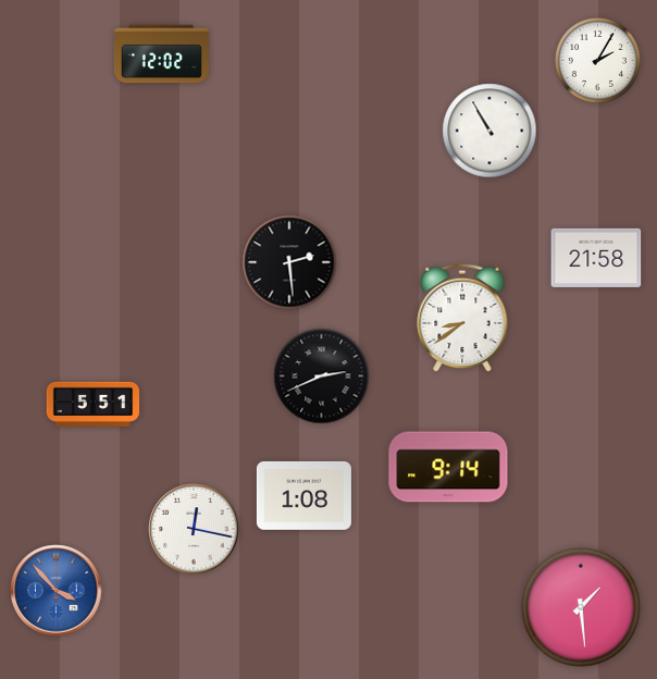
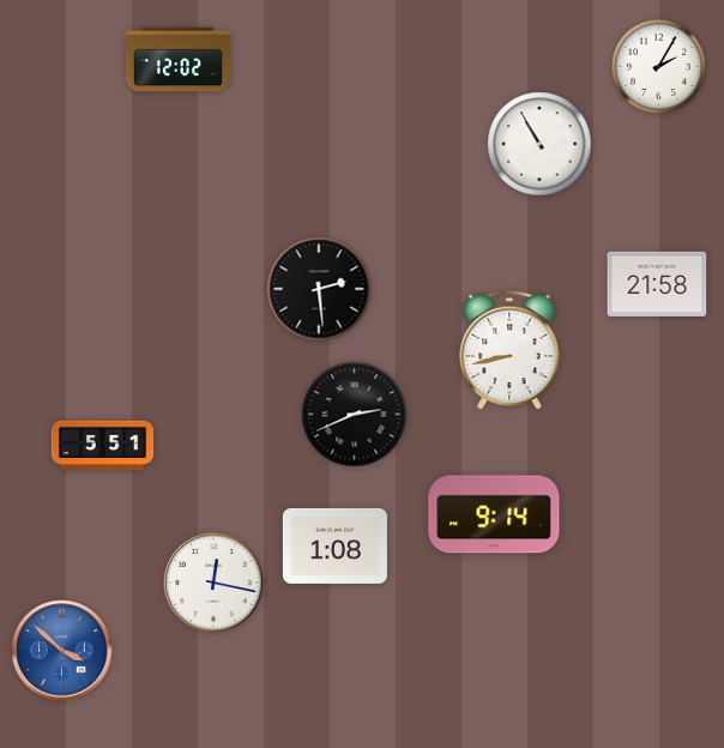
clock at (462, 318): 8:39 -> 8:43
clock at (57, 591): 3:53 -> 3:52
clock at (581, 607): 1:29 -> none
